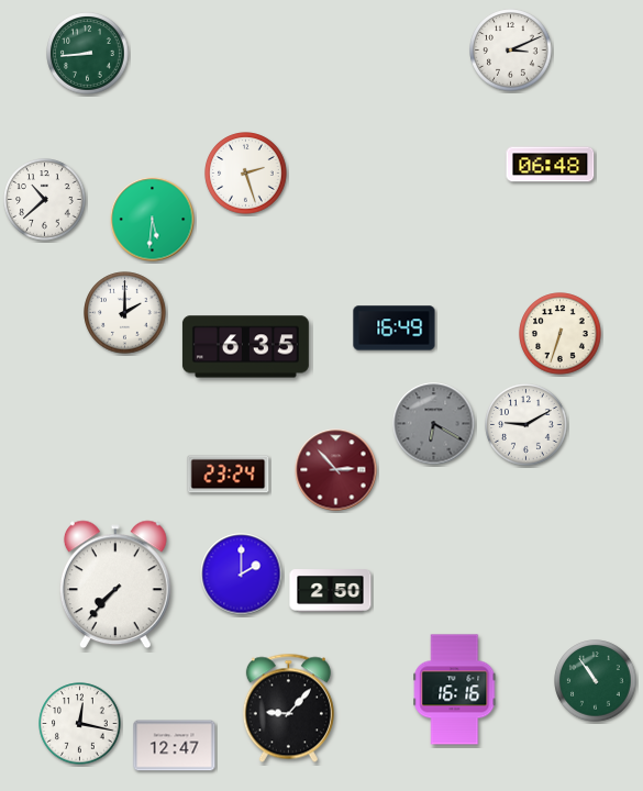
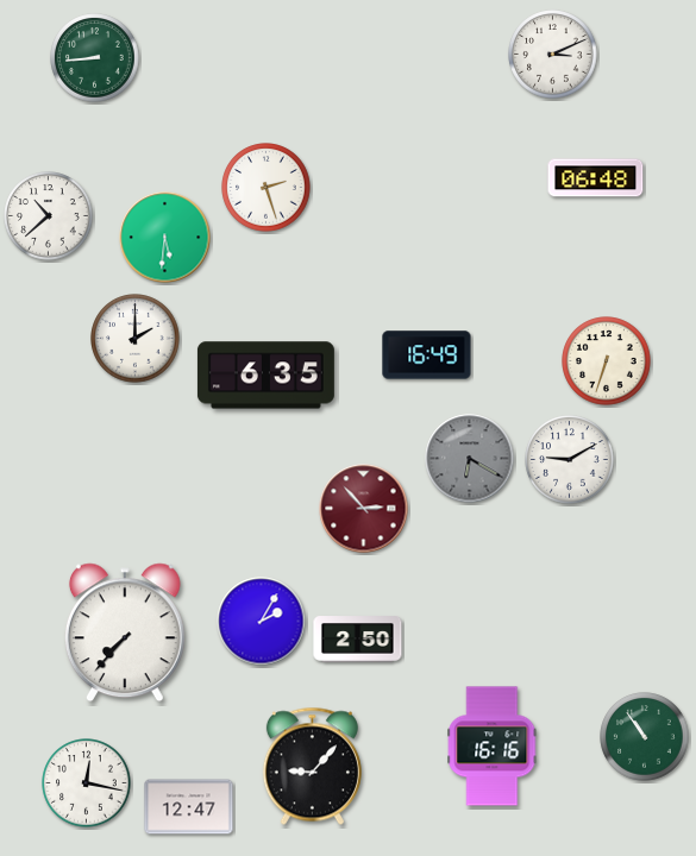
clock at (229, 475): 23:24 -> none
clock at (242, 575): 2:00 -> 2:05
